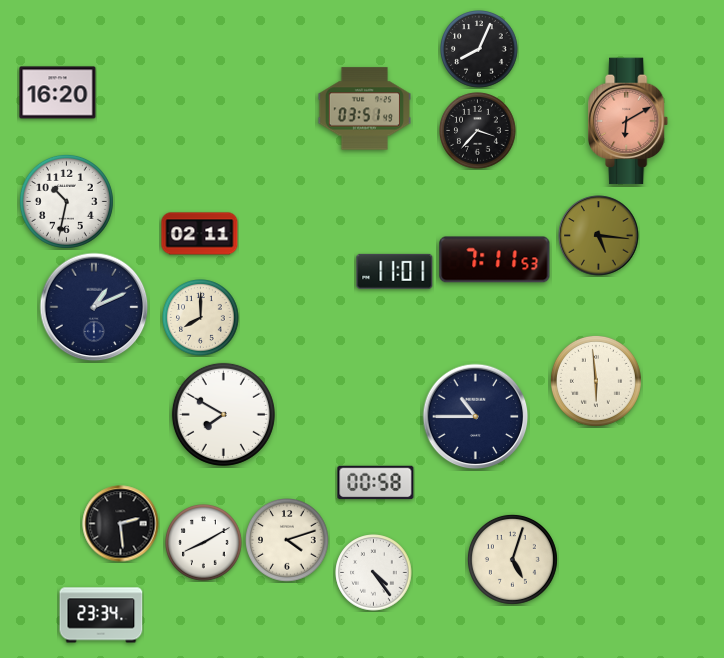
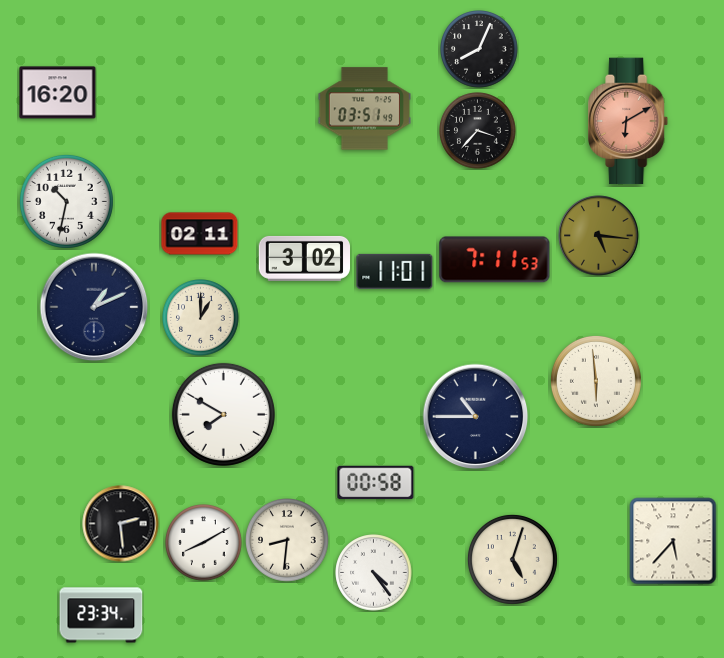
clock at (304, 258): none -> 3:02
clock at (201, 318): 8:00 -> 1:00
clock at (288, 541): 4:12 -> 8:31
clock at (673, 541): none -> 5:37
